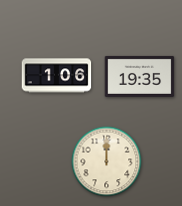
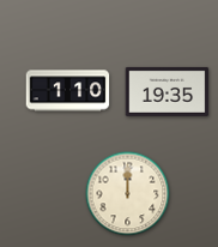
clock at (57, 76): 1:06 -> 1:10
